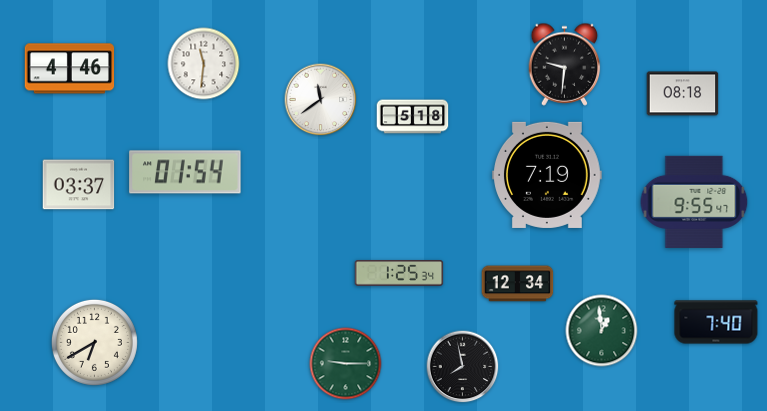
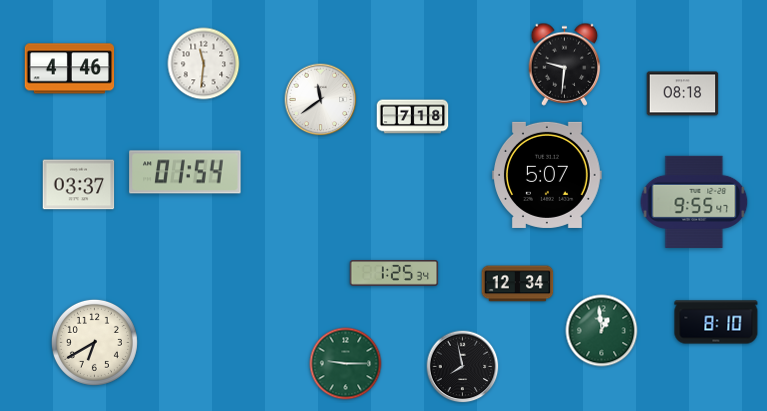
clock at (413, 117): 5:18 -> 7:18
clock at (548, 175): 7:19 -> 5:07
clock at (399, 274) position: (399, 274) -> (394, 274)
clock at (716, 322): 7:40 -> 8:10
